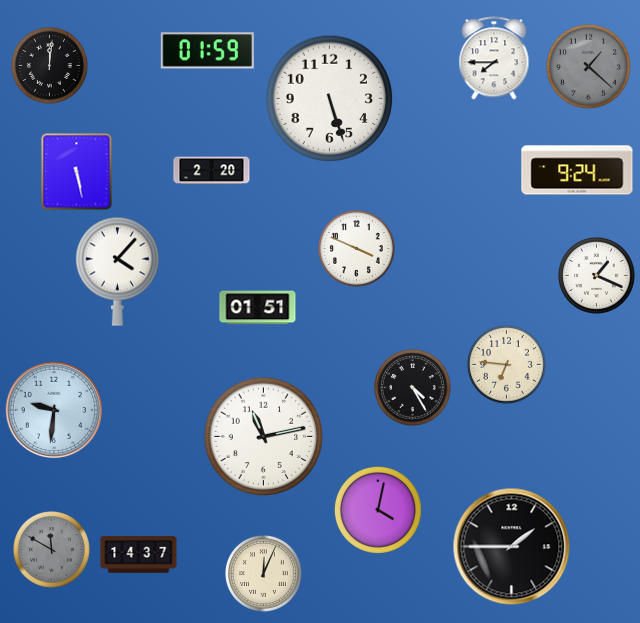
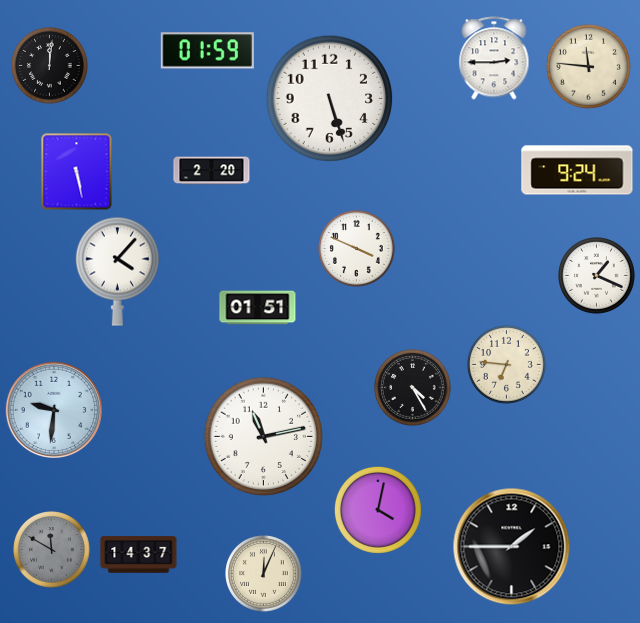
clock at (494, 58): 7:45 -> 2:45
clock at (588, 66): 1:22 -> 11:46
clock at (588, 66) dial: grey -> cream
